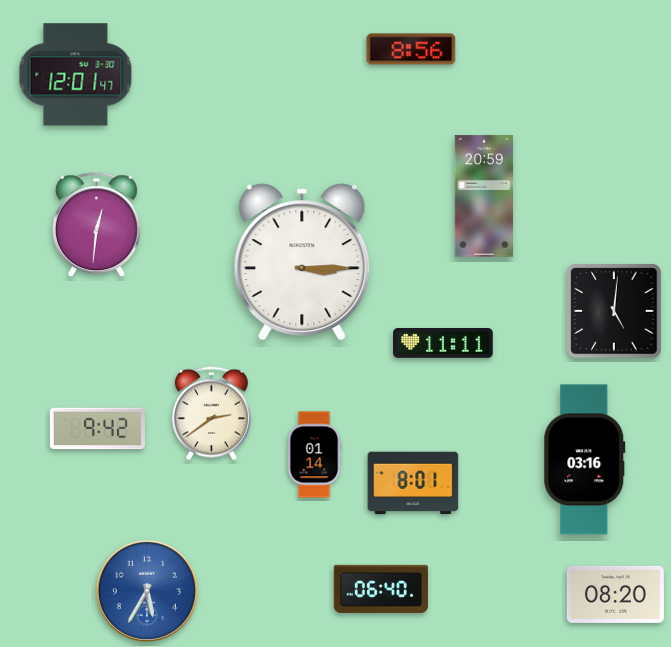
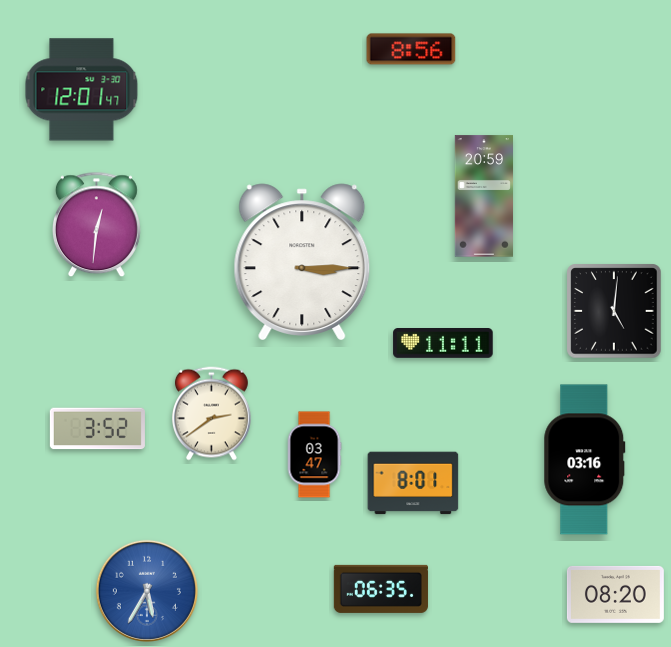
clock at (76, 75) position: (76, 75) -> (82, 90)
clock at (97, 429): 9:42 -> 3:52
clock at (314, 455): 01:14 -> 03:47
clock at (381, 589): 06:40 -> 06:35
